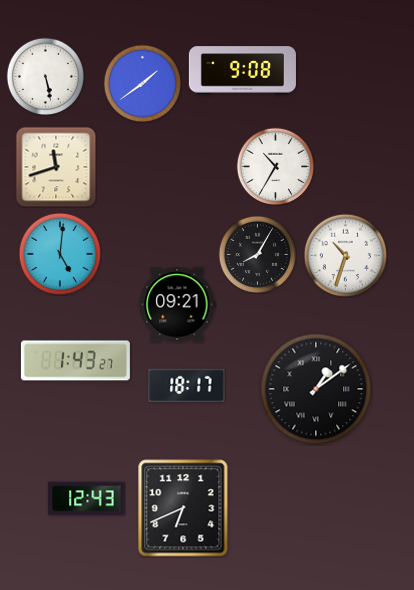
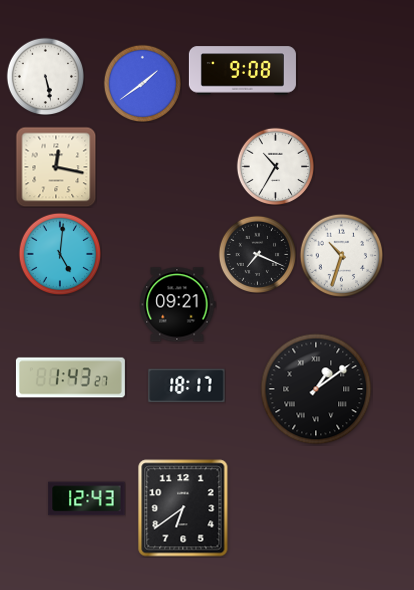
clock at (56, 167): 11:42 -> 12:17
clock at (257, 254): 8:05 -> 7:19
clock at (345, 255) position: (345, 255) -> (341, 255)
clock at (75, 361) position: (75, 361) -> (70, 378)
clock at (183, 508): 6:41 -> 6:39
